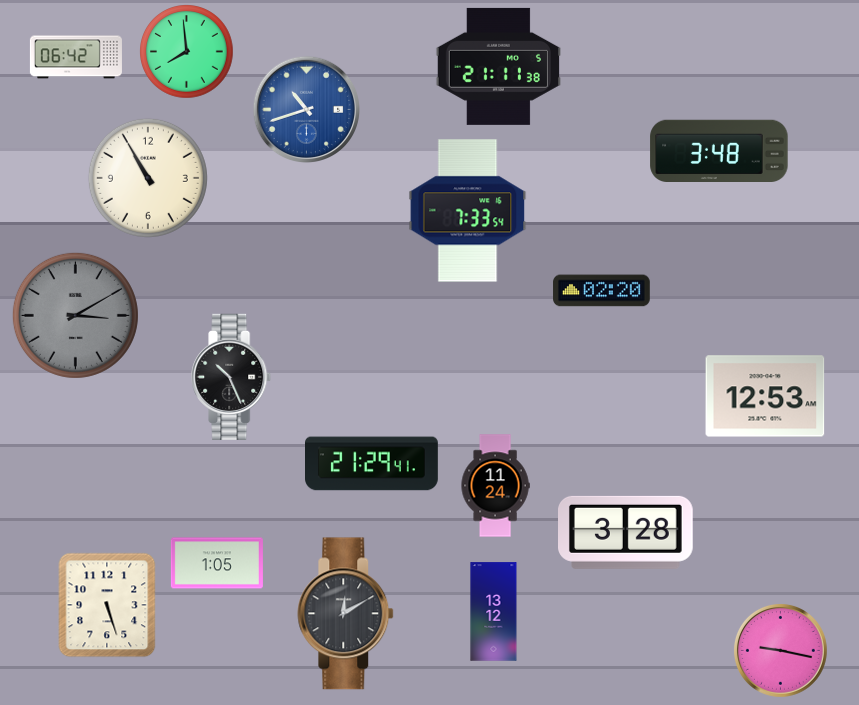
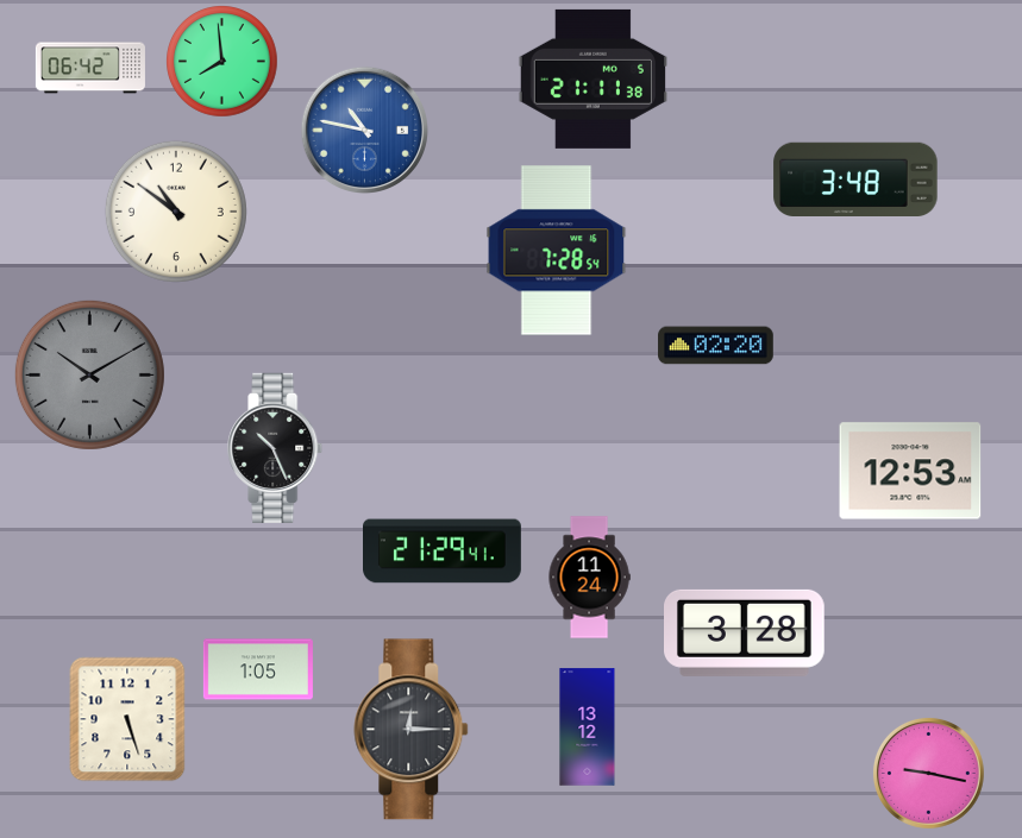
clock at (306, 109): 10:42 -> 10:47
clock at (148, 178): 10:55 -> 10:51
clock at (468, 211): 7:33 -> 7:28
clock at (75, 315): 3:10 -> 10:10
clock at (346, 614): 12:10 -> 12:15
